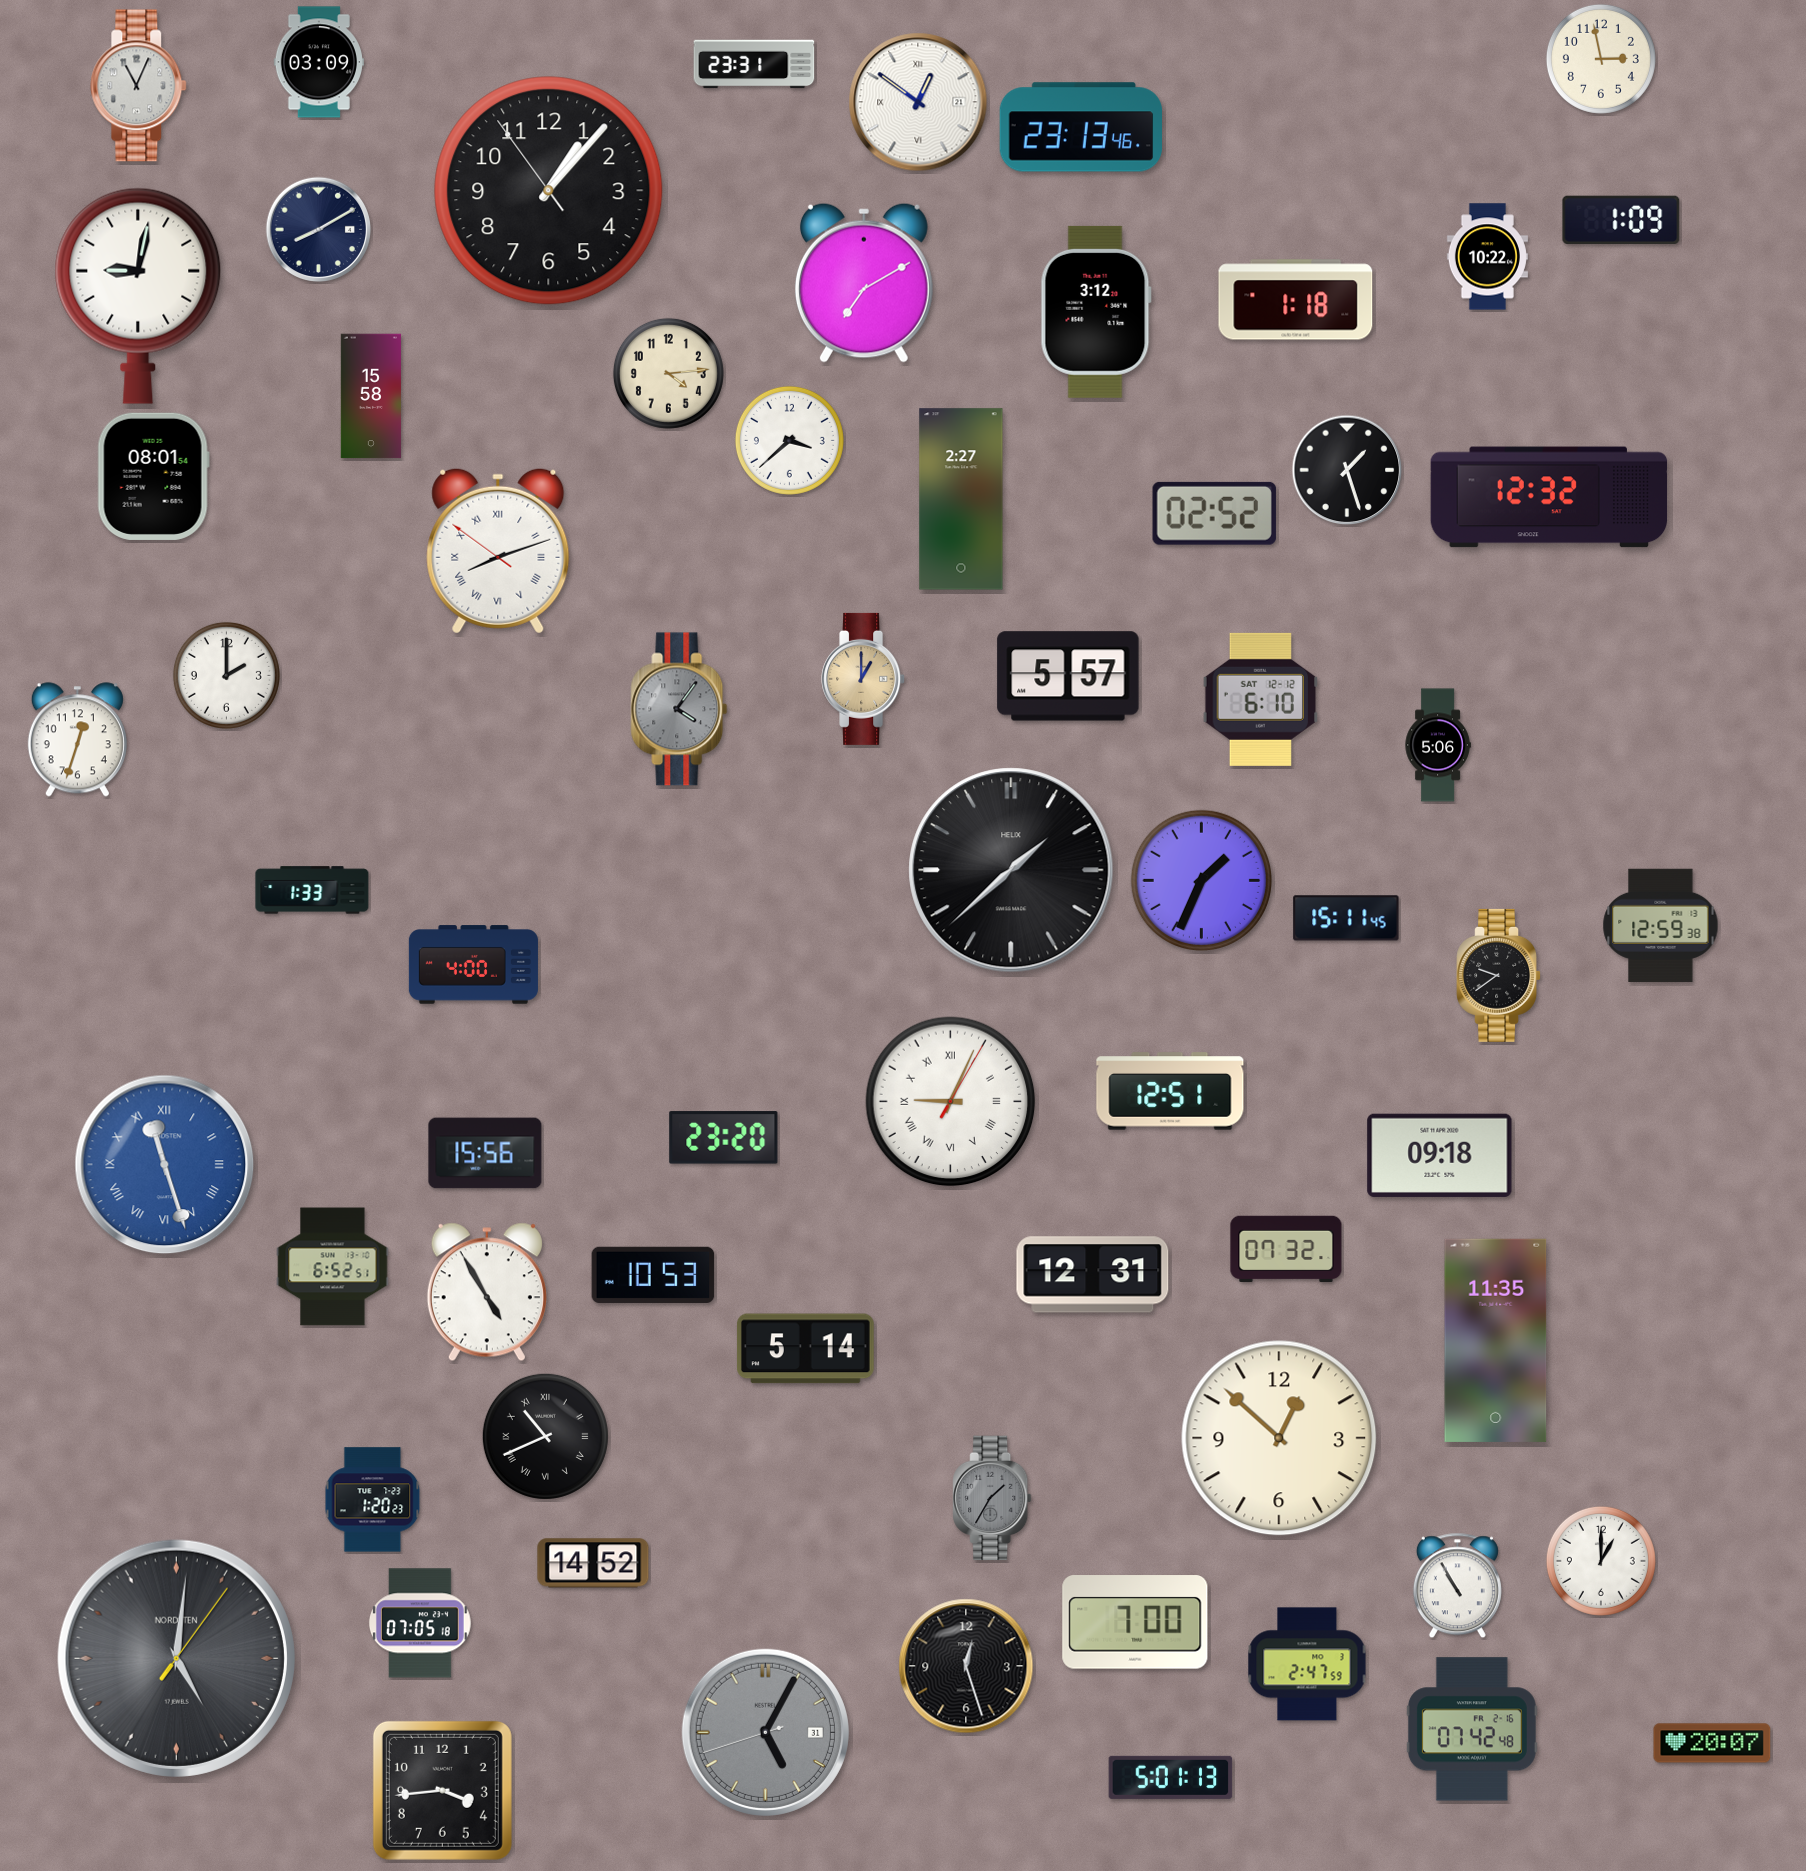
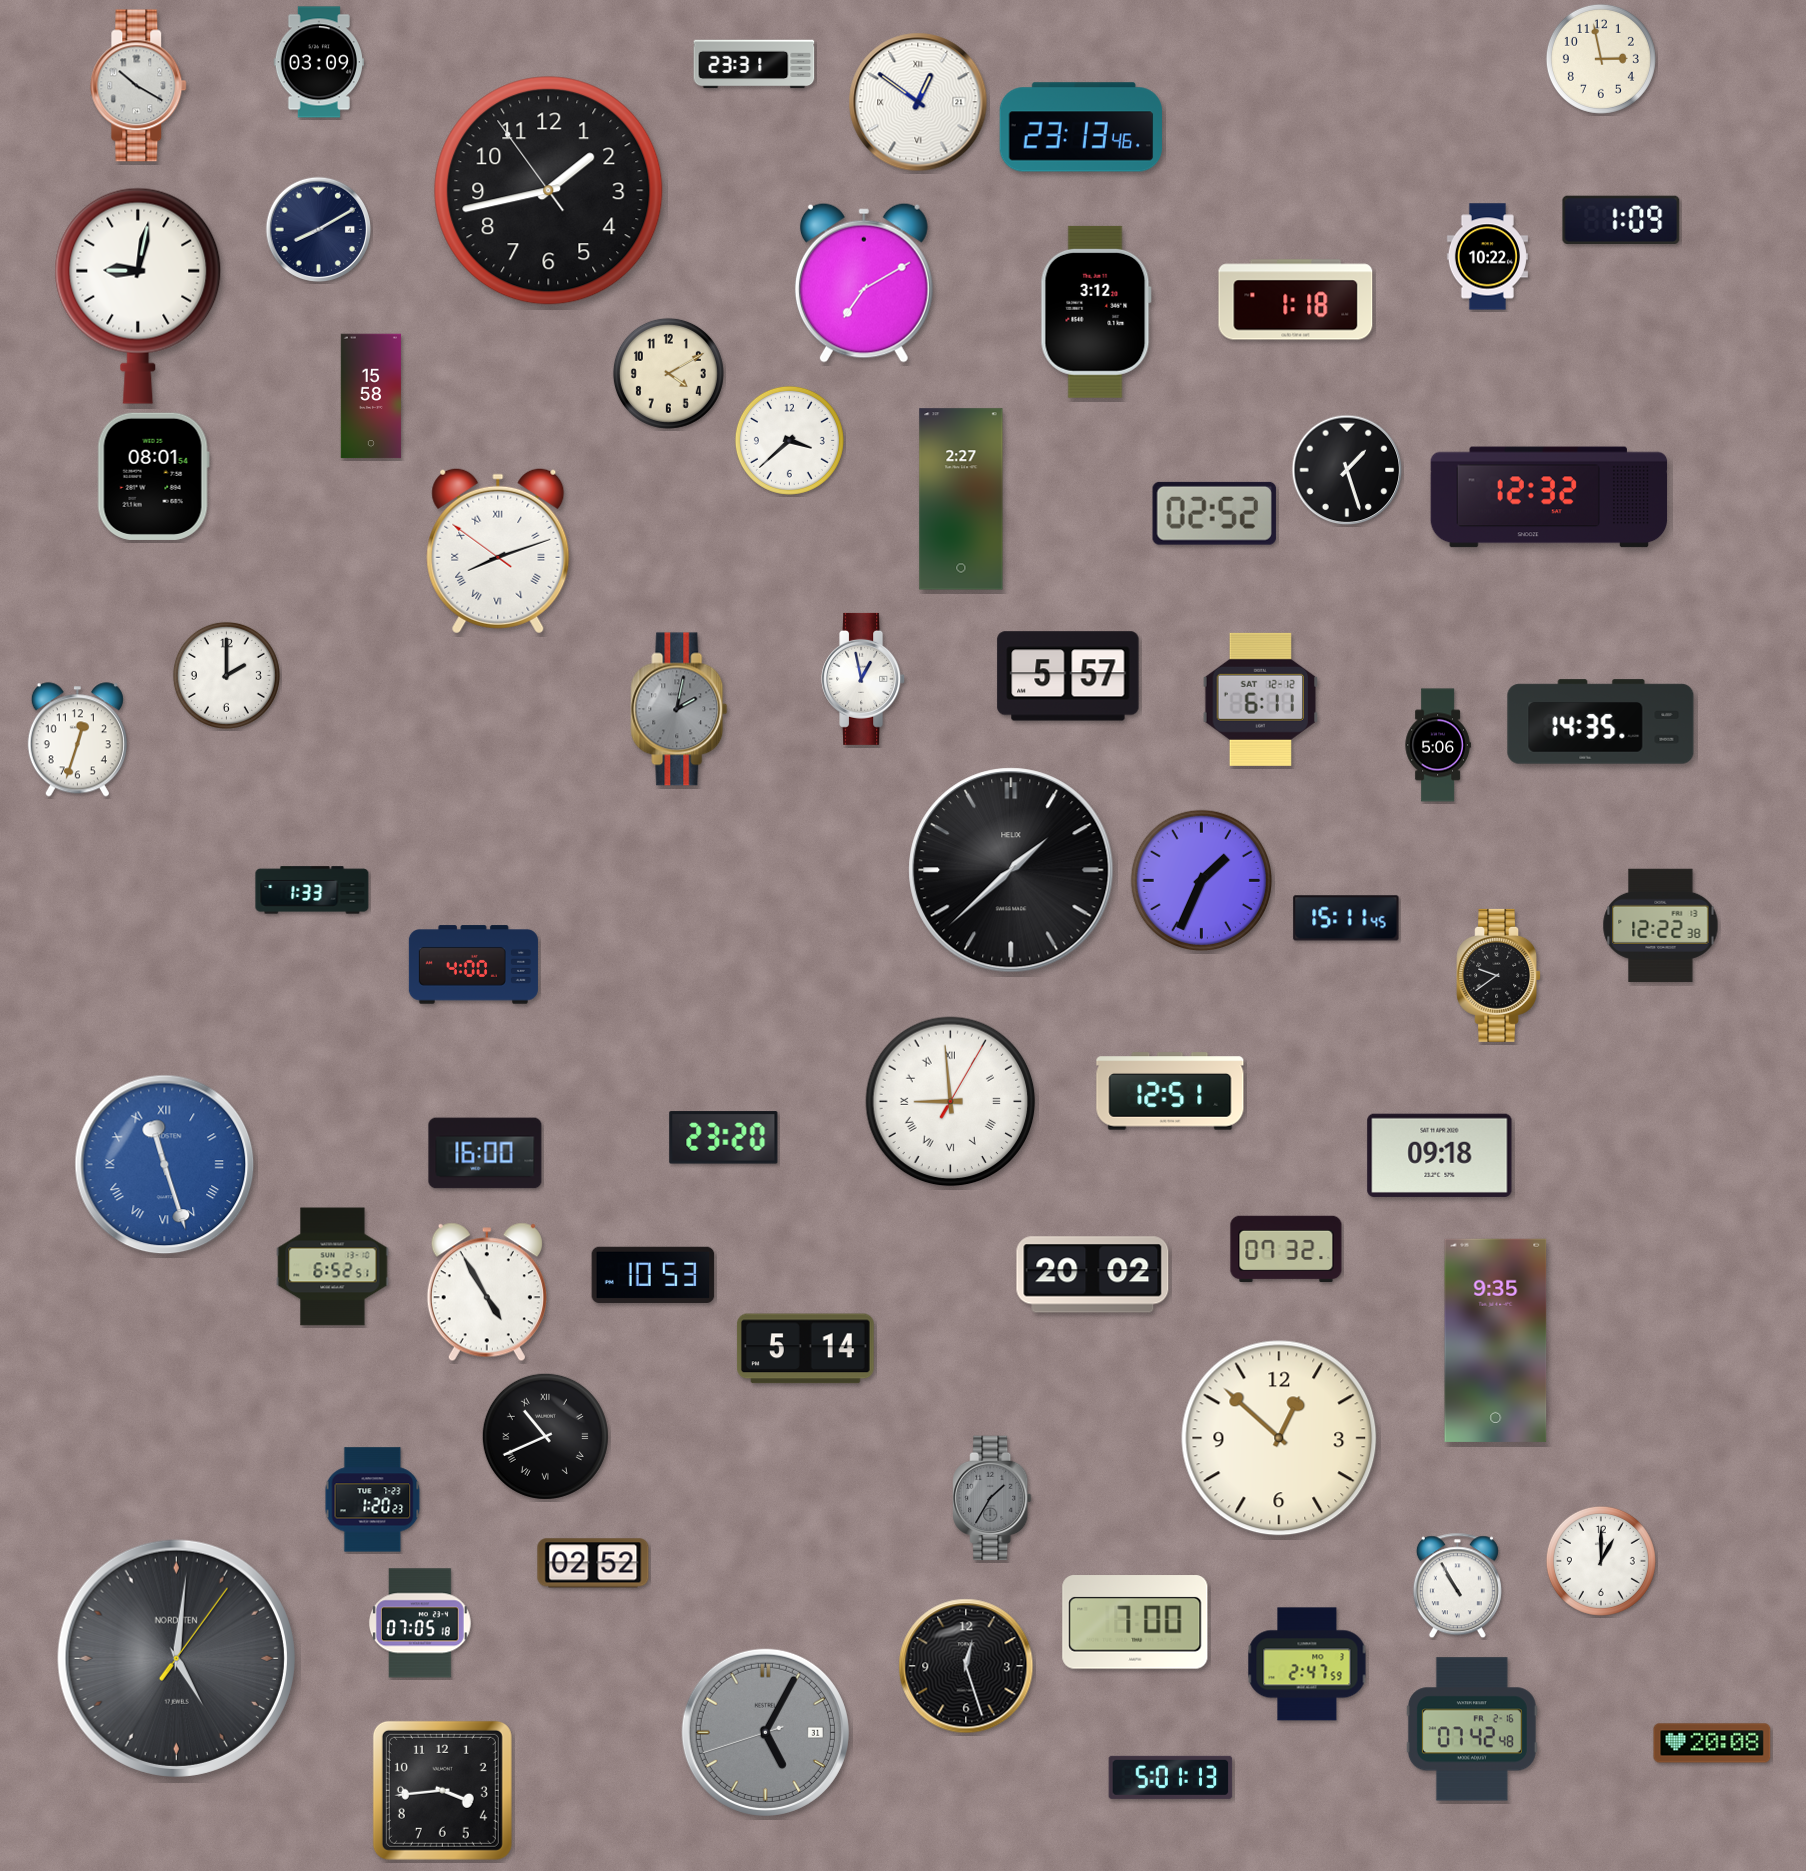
clock at (139, 86): 11:04 -> 10:20
clock at (549, 191): 1:06 -> 1:42
clock at (668, 373): 4:14 -> 4:10
clock at (864, 679): 1:00 -> 12:58
clock at (864, 679) dial: champagne -> white
clock at (1261, 699): 6:10 -> 6:11
clock at (679, 709): 4:06 -> 2:02
clock at (1601, 722): none -> 14:35
clock at (1661, 925): 12:59 -> 12:22
clock at (951, 1102): 9:04 -> 8:59
clock at (485, 1153): 15:56 -> 16:00
clock at (1093, 1275): 12:31 -> 20:02
clock at (1496, 1340): 11:35 -> 9:35
clock at (593, 1563): 14:52 -> 02:52
clock at (1712, 1743): 20:07 -> 20:08
